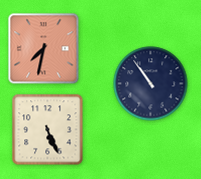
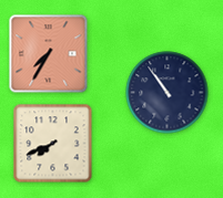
clock at (44, 49): 7:32 -> 7:35
clock at (48, 130): 5:26 -> 7:41
